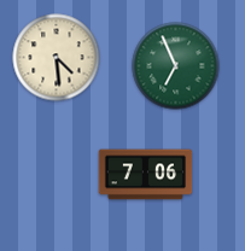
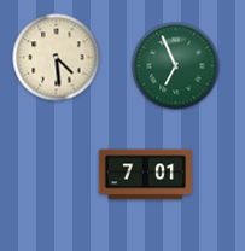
clock at (146, 175): 7:06 -> 7:01
